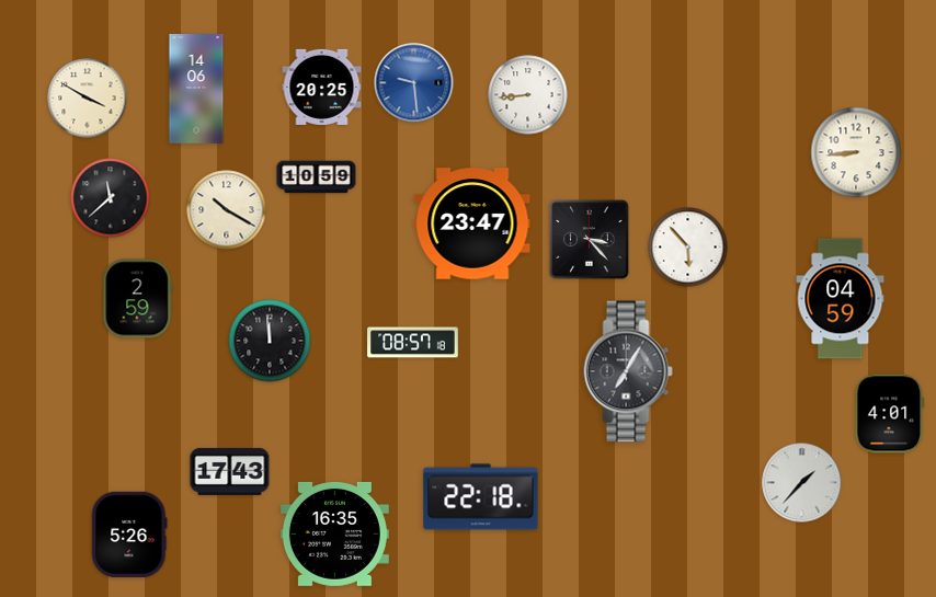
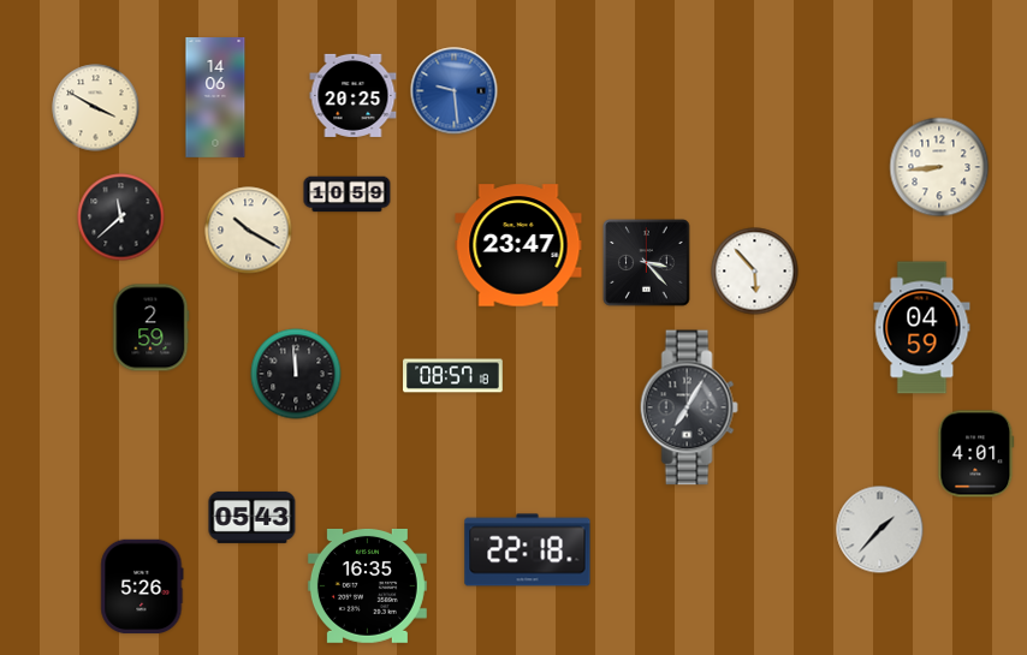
clock at (528, 95): 8:44 -> none
clock at (230, 471): 17:43 -> 05:43
clock at (481, 497) position: (481, 497) -> (528, 550)
